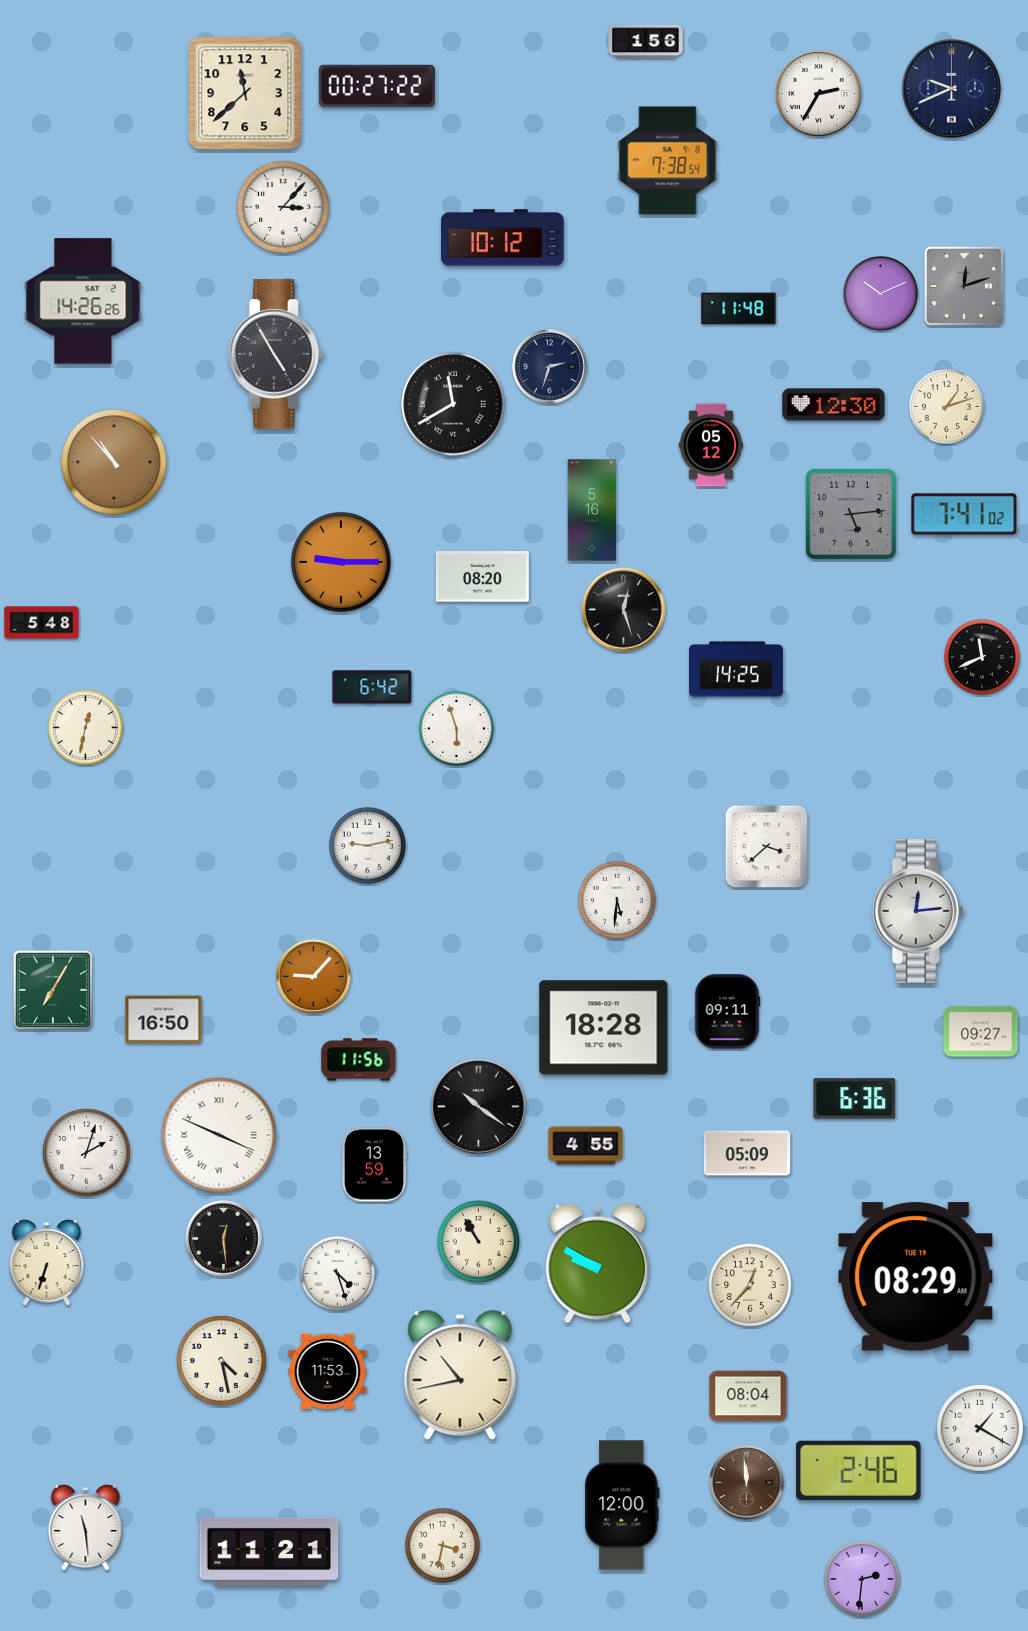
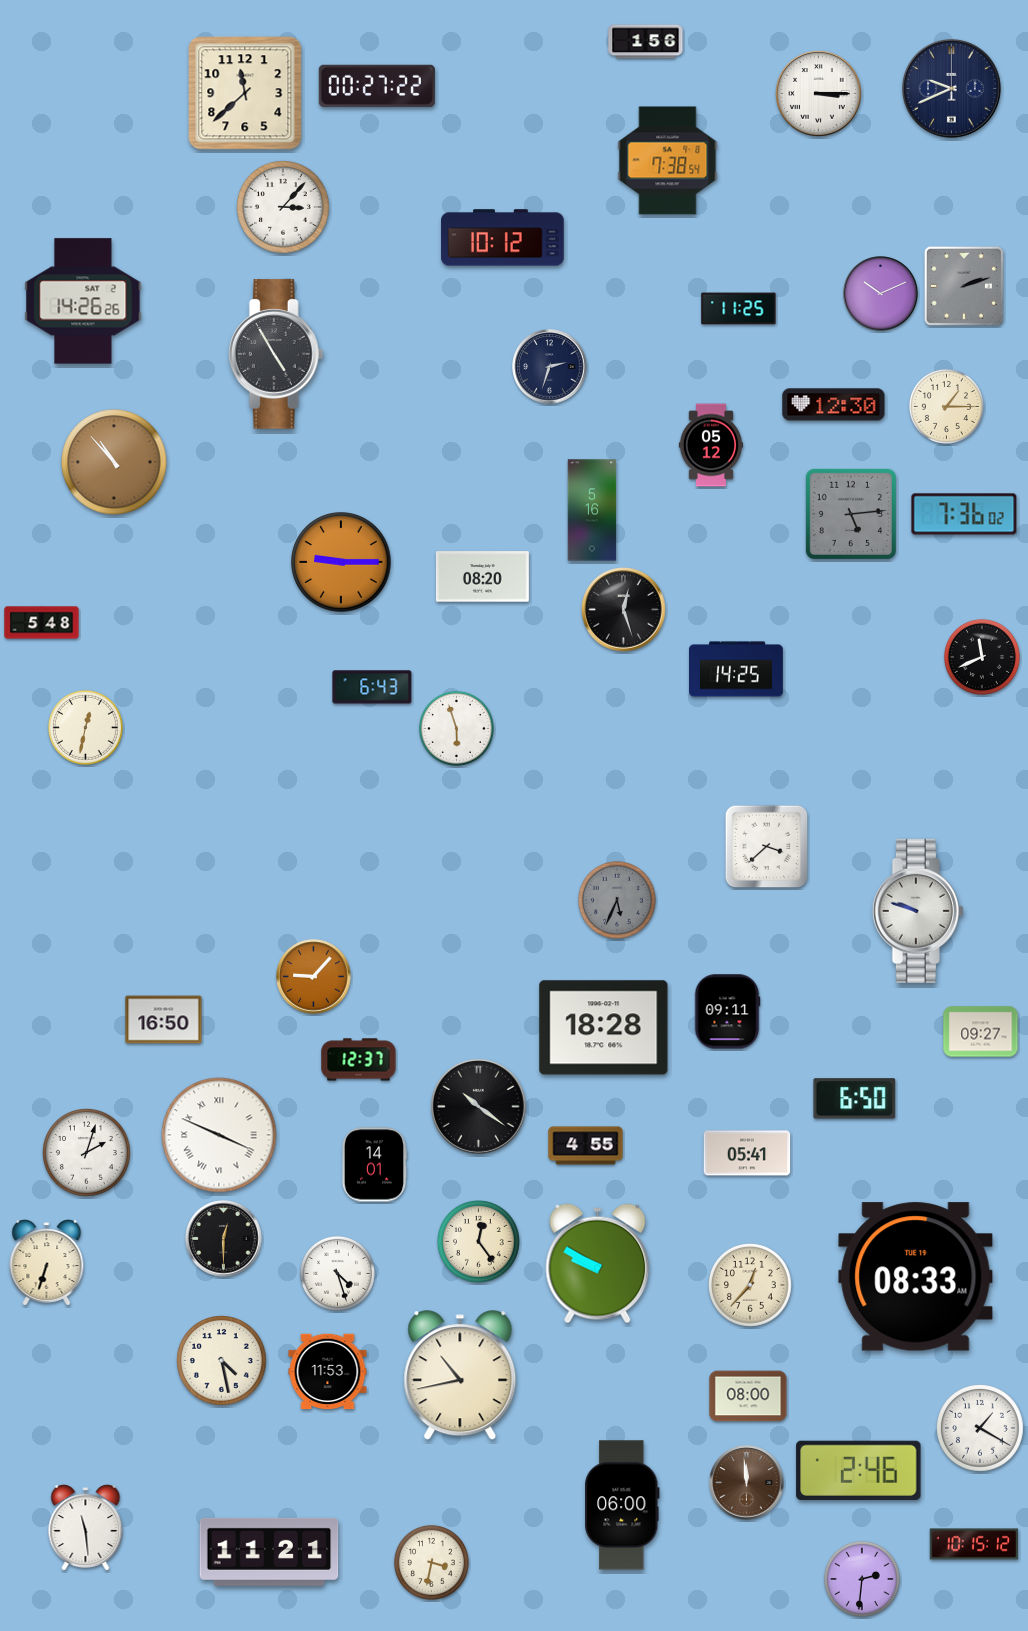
clock at (819, 94): 2:35 -> 3:15
clock at (964, 286): 12:12 -> 2:12
clock at (739, 309): 11:48 -> 11:25
clock at (453, 404): 11:40 -> none
clock at (946, 406): 1:12 -> 1:15
clock at (964, 514): 7:41 -> 7:36
clock at (372, 687): 6:42 -> 6:43
clock at (367, 845): 9:13 -> none
clock at (617, 900): 5:31 -> 5:34
clock at (617, 900) dial: white -> grey
clock at (918, 911): 12:14 -> 9:48
clock at (53, 990): 7:05 -> none
clock at (359, 1060): 11:56 -> 12:37
clock at (855, 1099): 6:36 -> 6:50
clock at (747, 1153): 05:09 -> 05:41
clock at (374, 1165): 13:59 -> 14:01
clock at (224, 1239): 12:29 -> 12:30
clock at (479, 1242): 10:55 -> 12:24
clock at (916, 1277): 08:29 -> 08:33
clock at (748, 1396): 08:04 -> 08:00
clock at (622, 1505): 12:00 -> 06:00
clock at (974, 1544): none -> 10:15
clock at (442, 1545) position: (442, 1545) -> (431, 1562)
